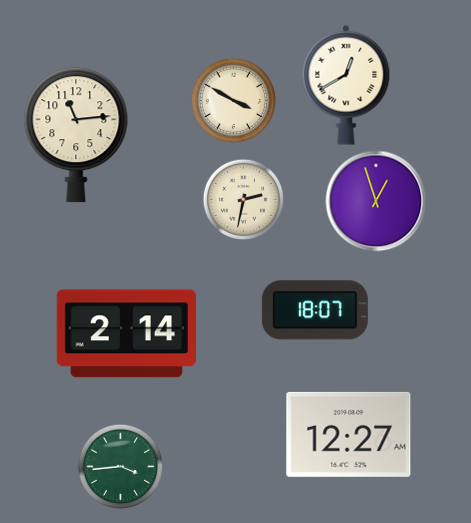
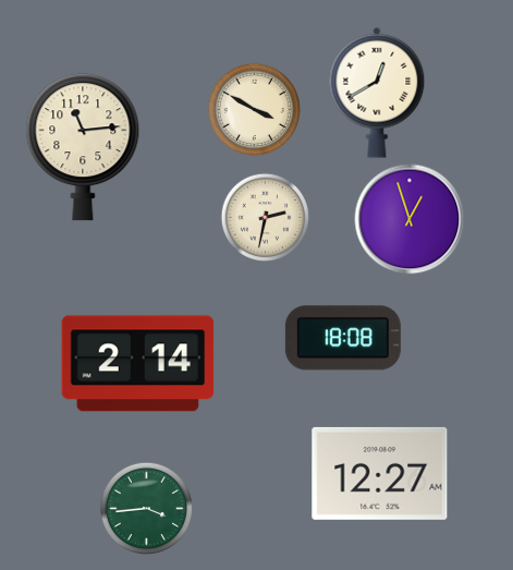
clock at (315, 310): 18:07 -> 18:08
clock at (120, 466) position: (120, 466) -> (146, 508)
